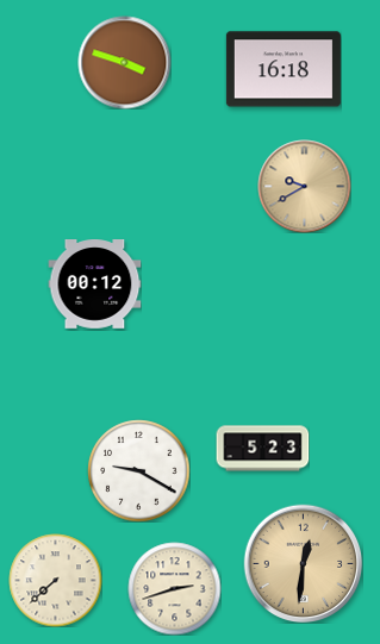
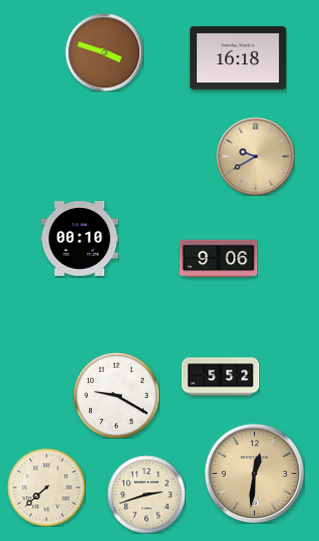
clock at (94, 285): 00:12 -> 00:10
clock at (218, 259): none -> 9:06
clock at (262, 449): 5:23 -> 5:52
